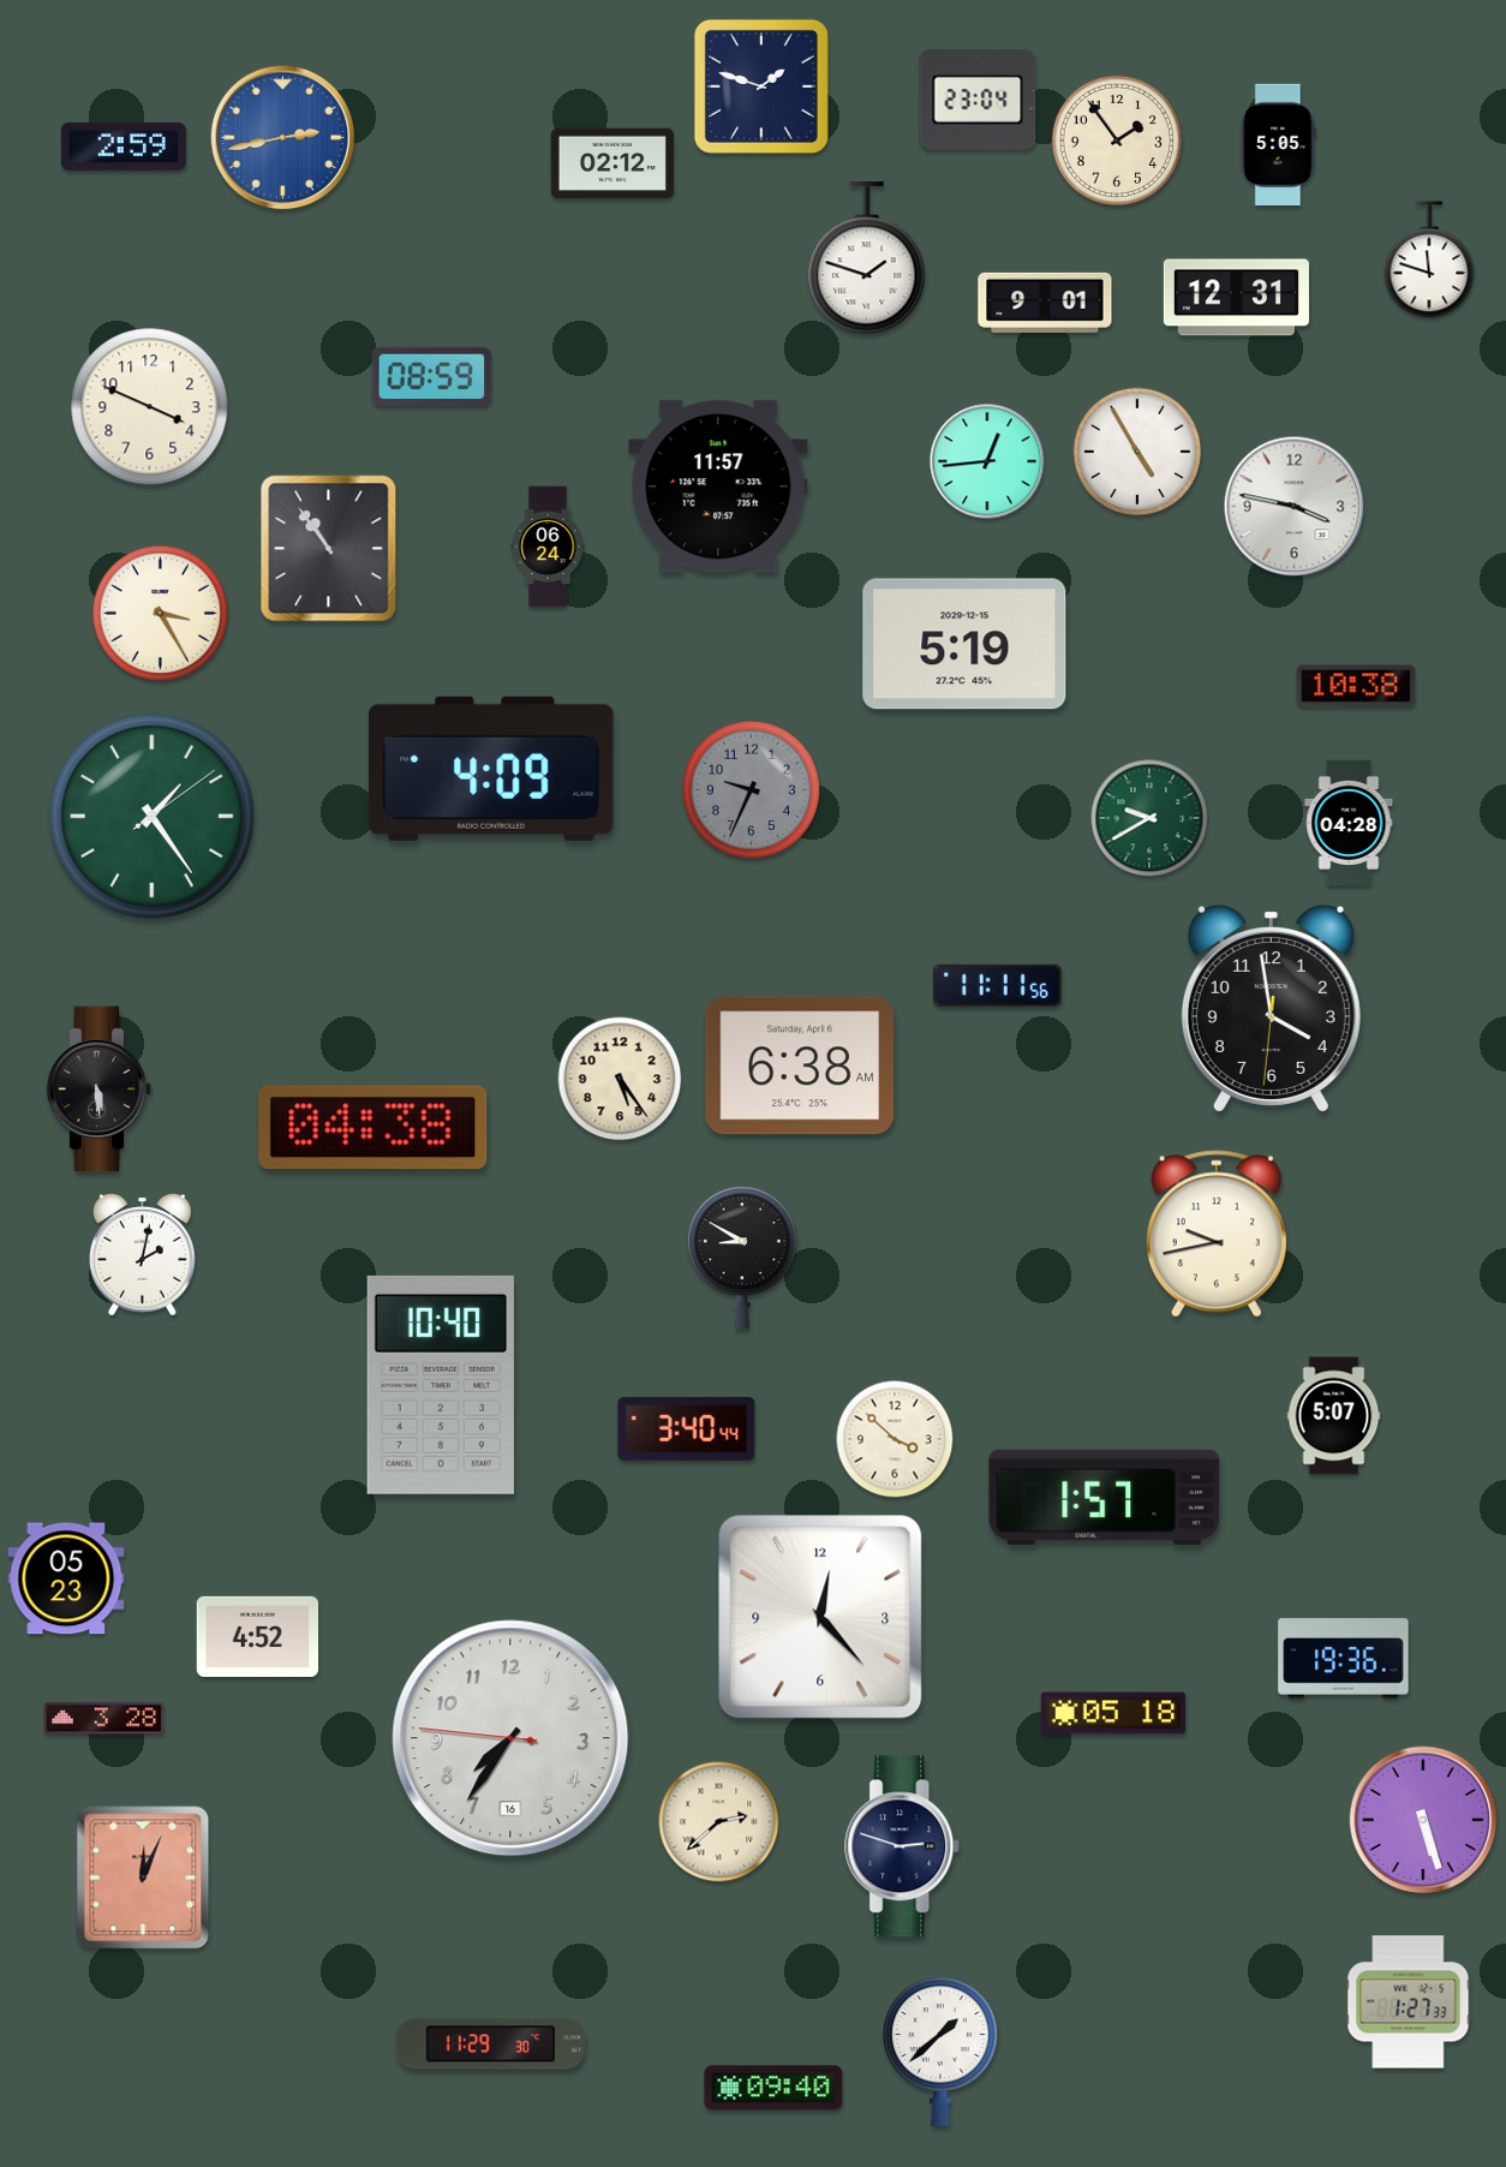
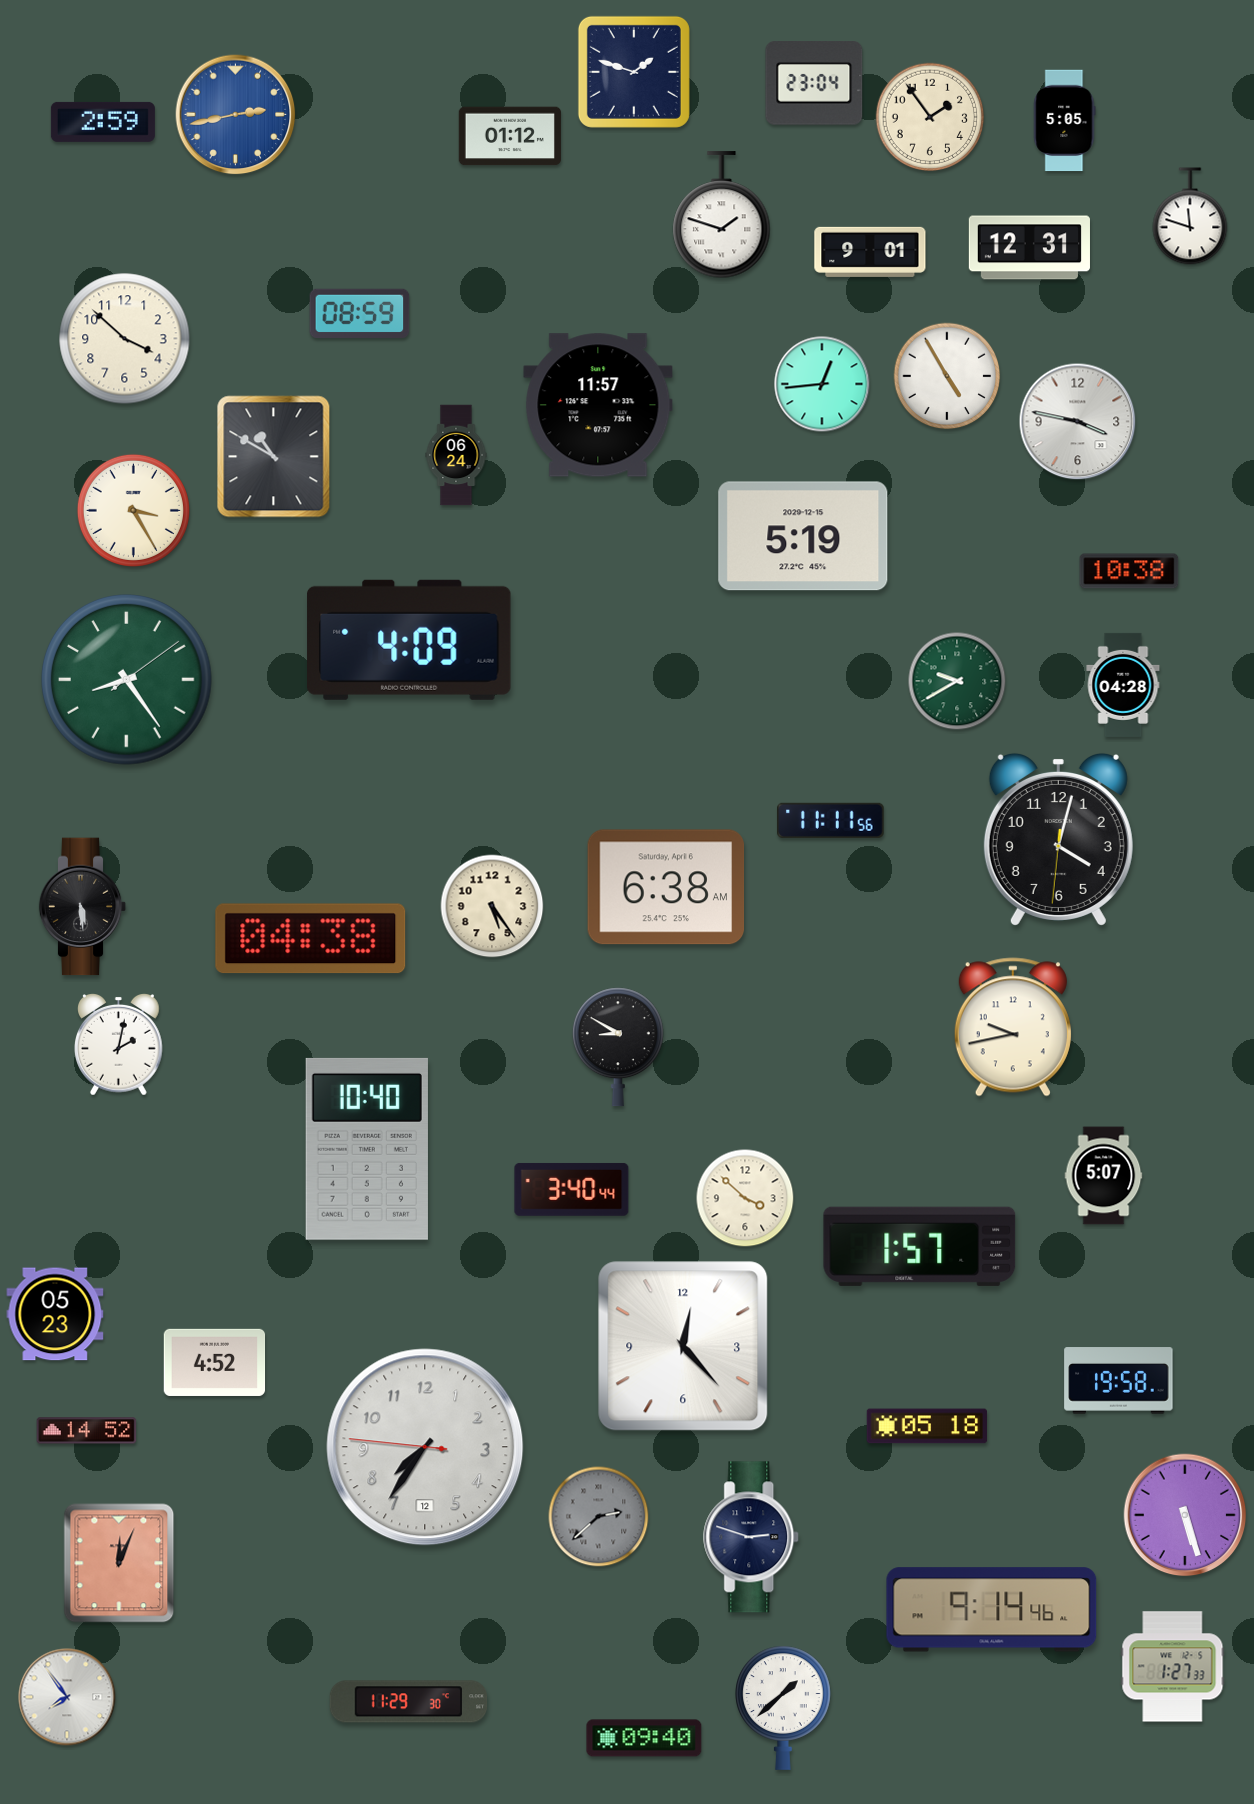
clock at (612, 163): 02:12 -> 01:12
clock at (150, 407): 3:49 -> 3:52
clock at (329, 549): 10:54 -> 10:50
clock at (751, 789): 9:34 -> none
clock at (153, 817): 1:24 -> 8:24
clock at (1271, 1008): 3:58 -> 4:02
clock at (620, 1079) position: (620, 1079) -> (492, 906)
clock at (441, 1385) position: (441, 1385) -> (367, 1149)
clock at (1334, 1416) position: (1334, 1416) -> (1104, 1176)
clock at (1344, 1659): 19:36 -> 19:58
clock at (104, 1719): 3:28 -> 14:52
clock at (510, 1738) date: 16 -> 12
clock at (719, 1822) dial: cream -> grey
clock at (992, 1610): none -> 9:14
clock at (67, 1697): none -> 7:54
